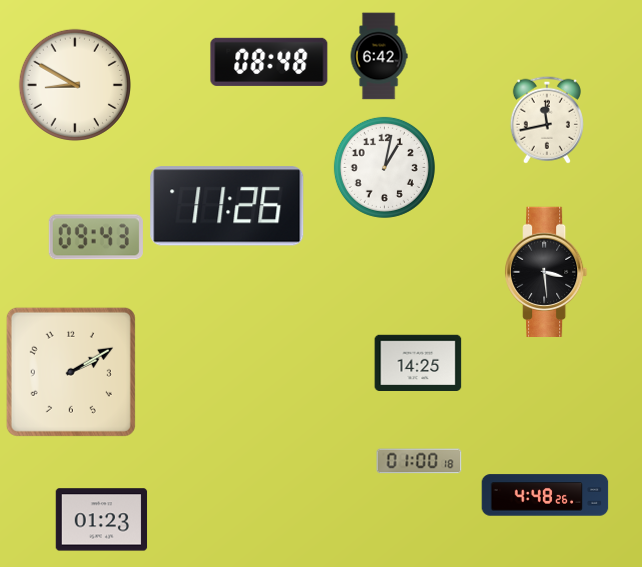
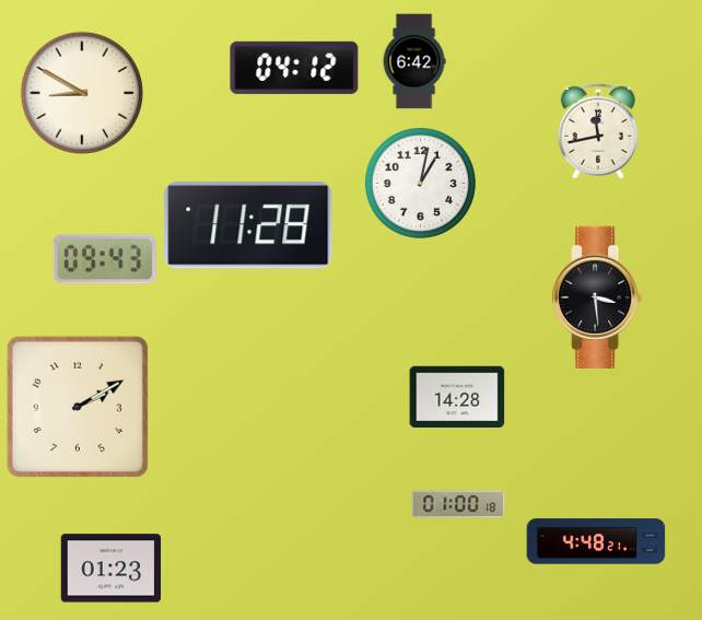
clock at (269, 62): 08:48 -> 04:12
clock at (227, 206): 11:26 -> 11:28
clock at (418, 362): 14:25 -> 14:28
clock at (545, 495): 4:48:26 -> 4:48:21
